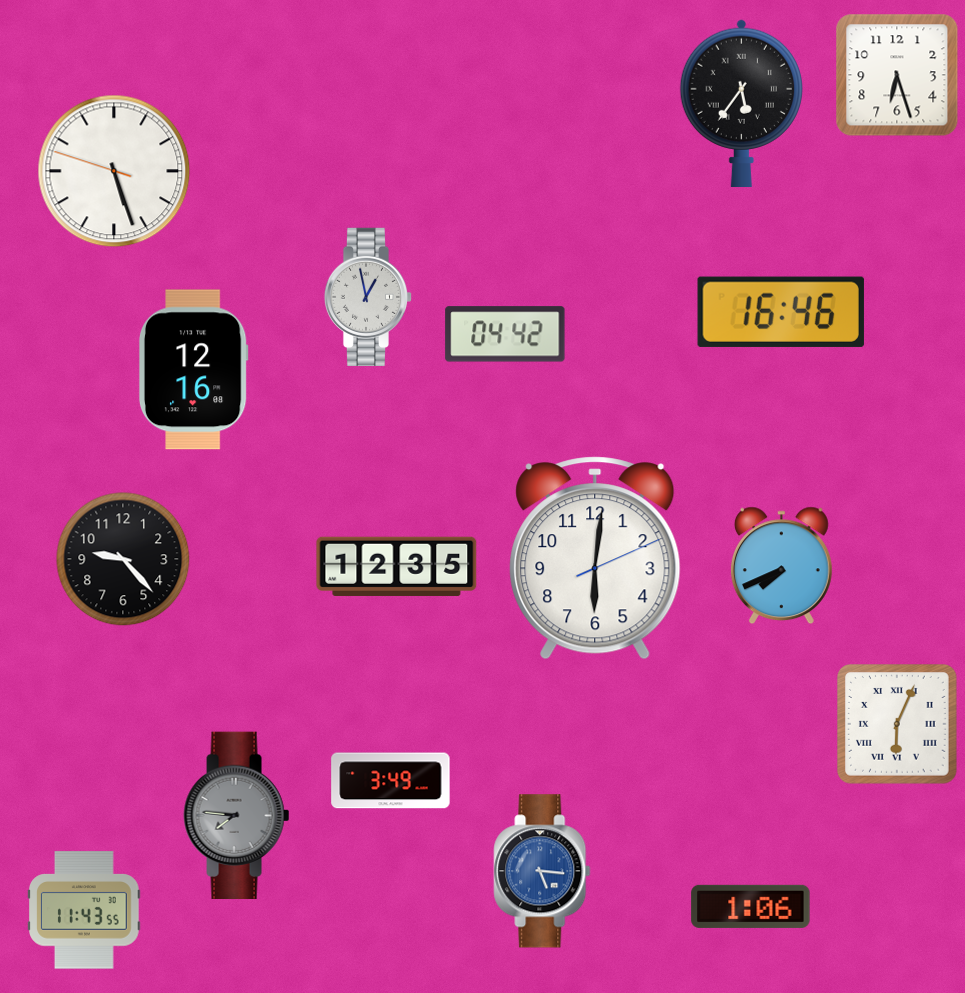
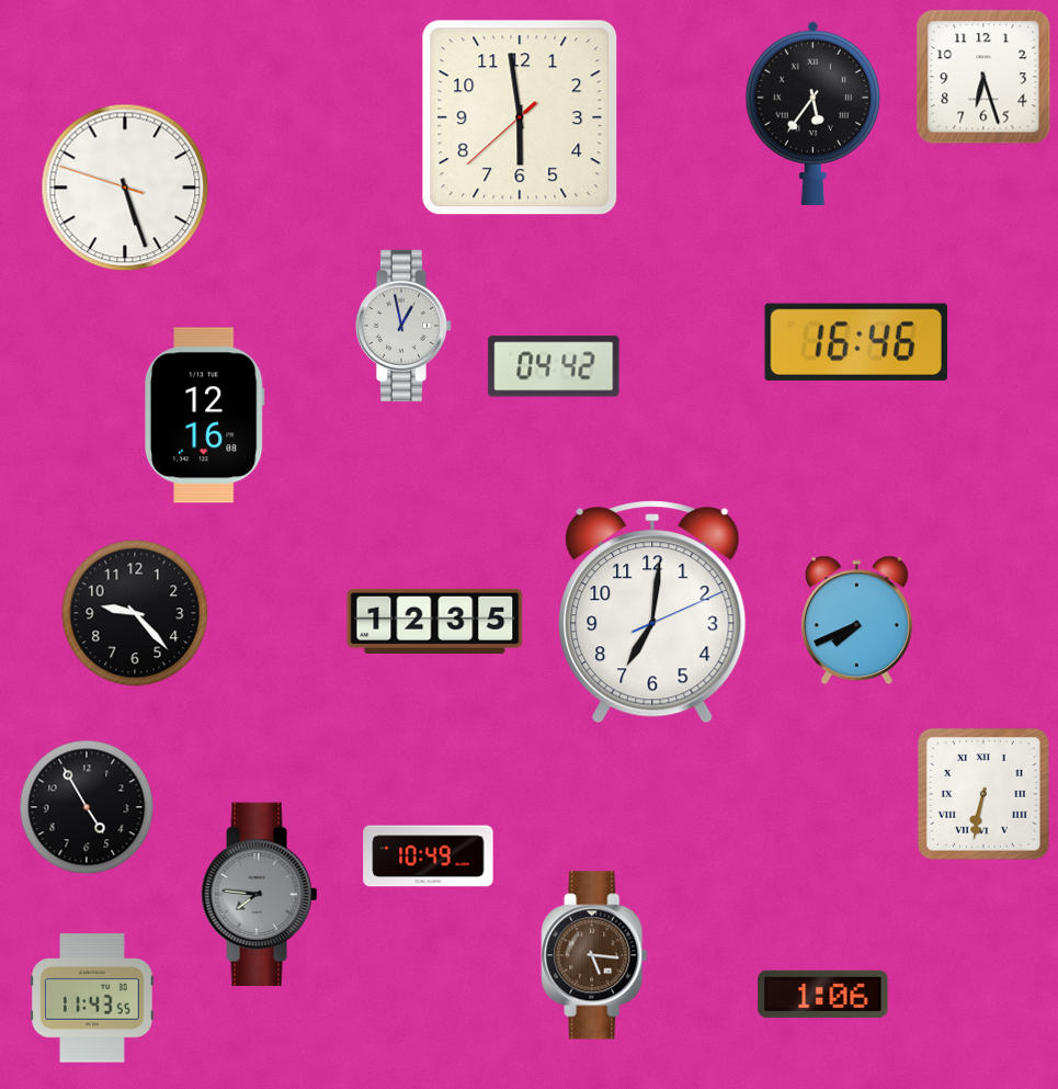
clock at (897, 75) position: (897, 75) -> (983, 77)
clock at (520, 117): none -> 5:58
clock at (193, 370) position: (193, 370) -> (204, 416)
clock at (595, 558): 6:01 -> 7:01
clock at (898, 725): 6:04 -> 6:32
clock at (87, 807): none -> 4:55
clock at (391, 781): 3:49 -> 10:49
clock at (542, 871) dial: blue -> brown
